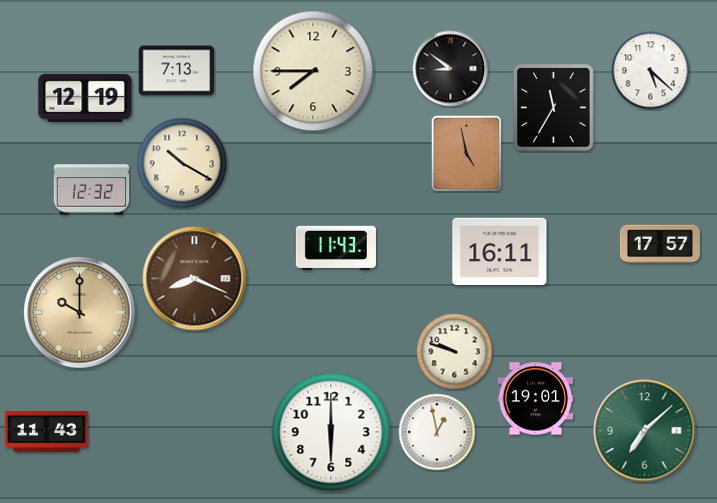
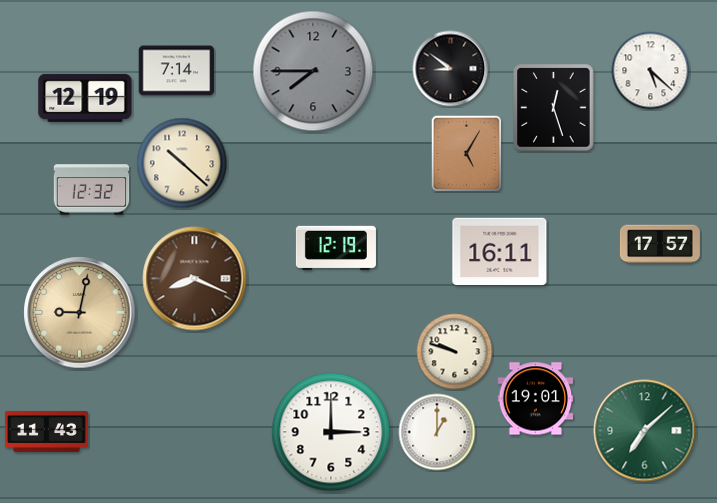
clock at (177, 71): 7:13 -> 7:14
clock at (313, 71) dial: cream -> grey
clock at (554, 108): 11:35 -> 12:27
clock at (467, 154): 4:58 -> 5:05
clock at (182, 163): 10:20 -> 10:22
clock at (336, 247): 11:43 -> 12:19
clock at (80, 313): 10:00 -> 9:02
clock at (331, 432): 6:00 -> 3:00
clock at (437, 432): 12:58 -> 1:00
